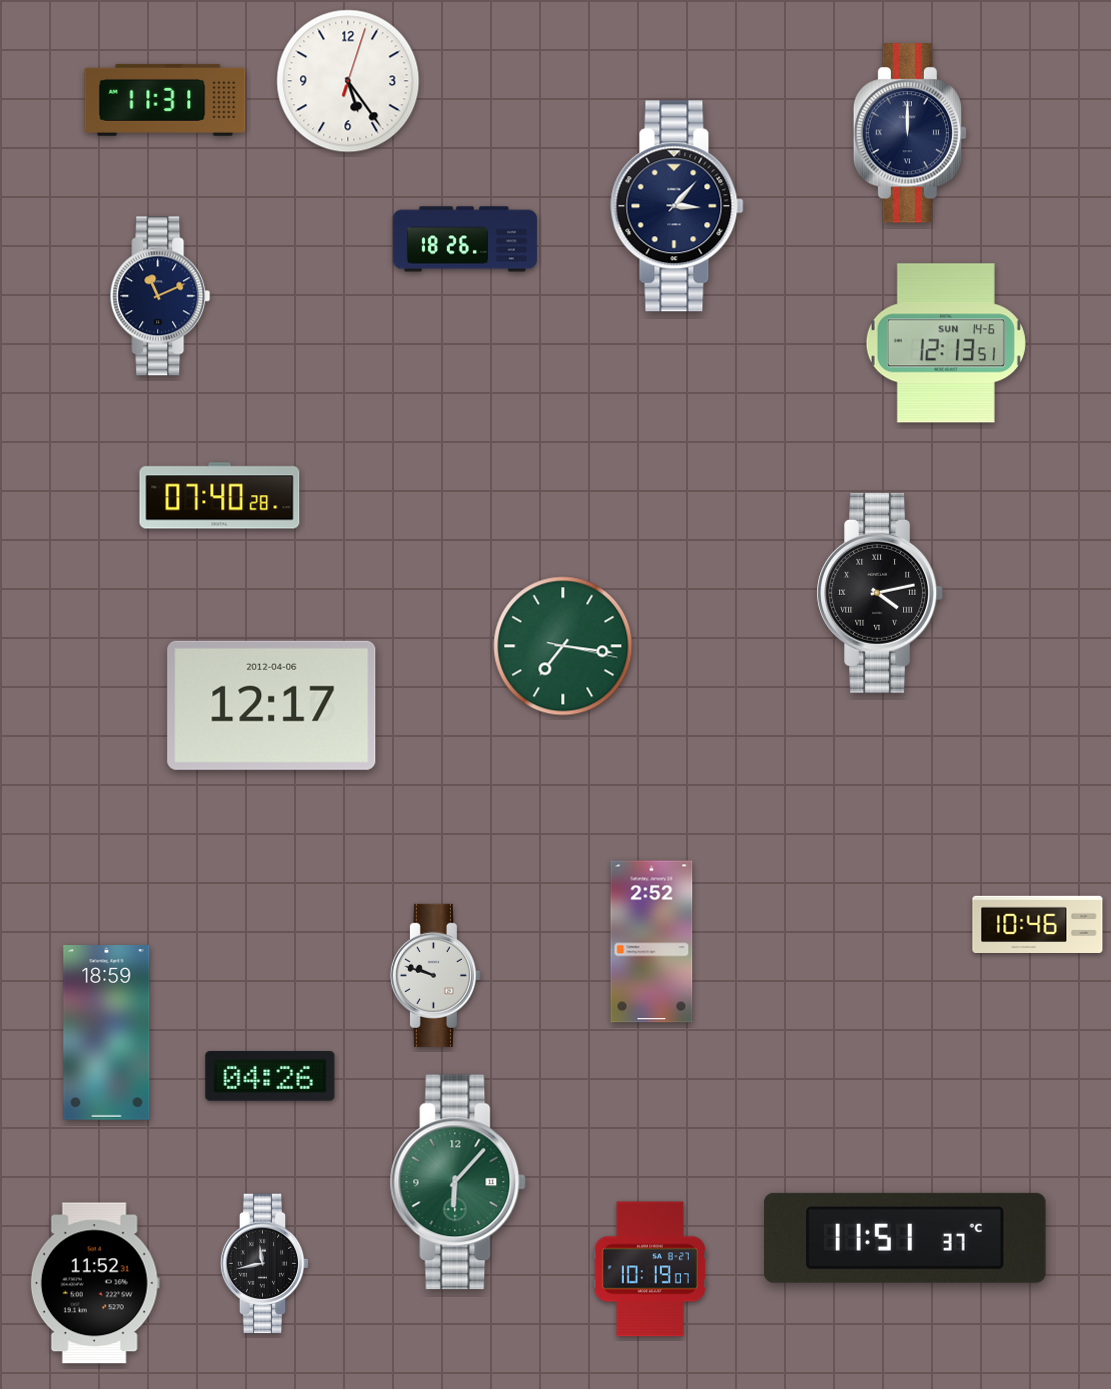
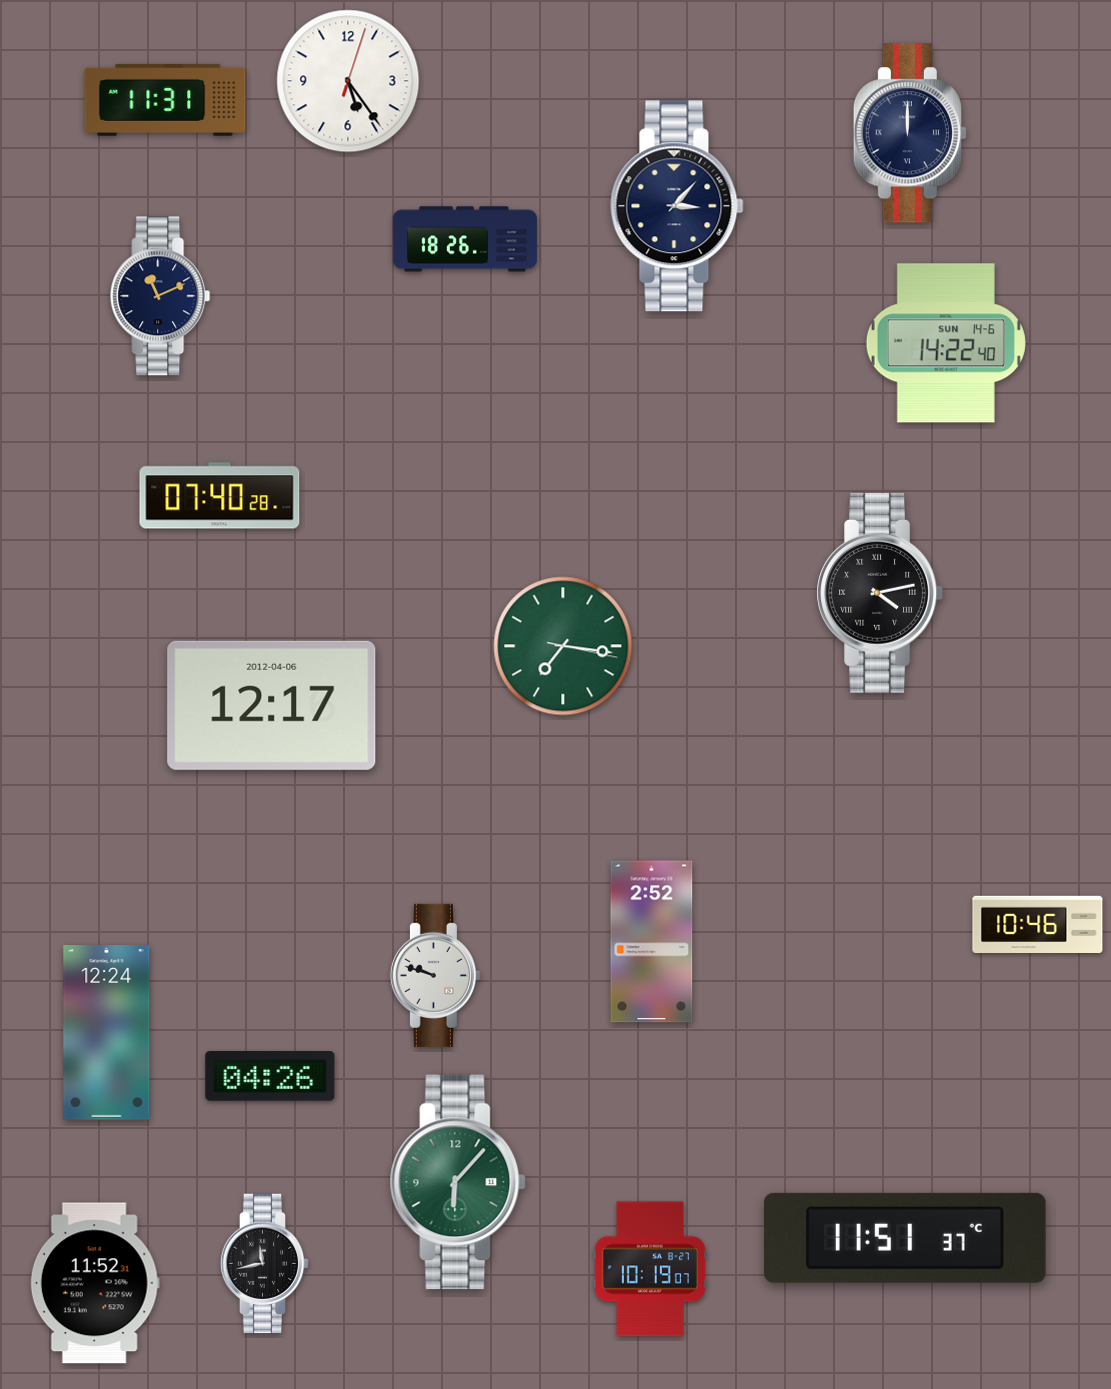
clock at (946, 343): 12:13 -> 14:22
clock at (107, 1033): 18:59 -> 12:24
